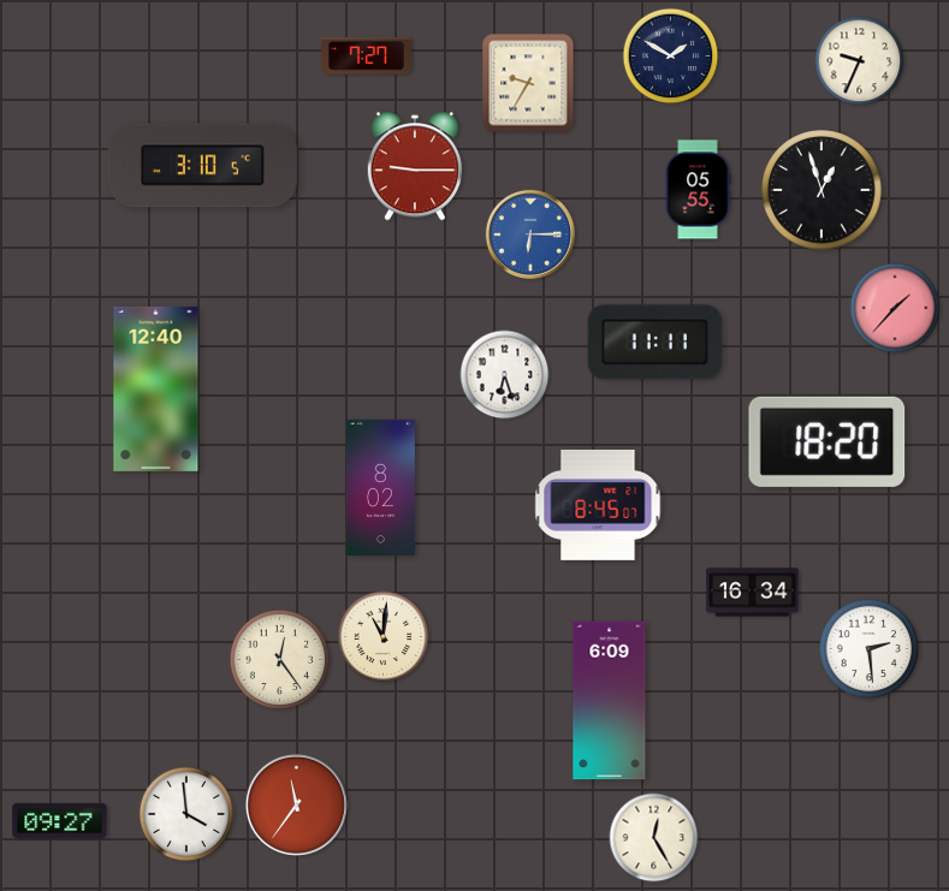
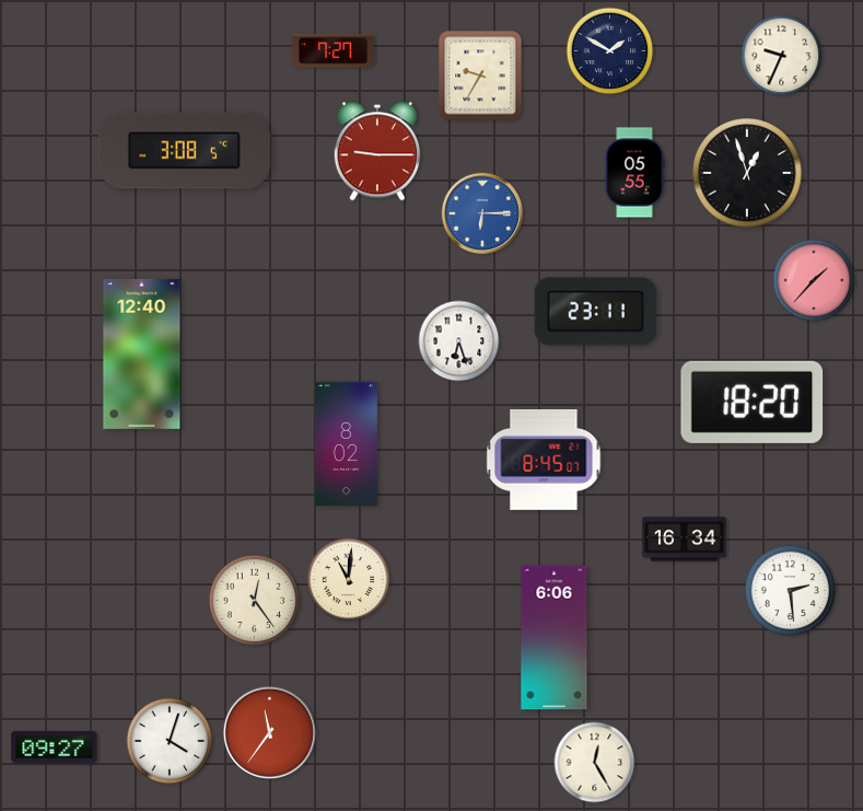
clock at (202, 166): 3:10 -> 3:08
clock at (656, 343): 11:11 -> 23:11
clock at (610, 701): 6:09 -> 6:06
clock at (186, 814): 3:59 -> 4:03
